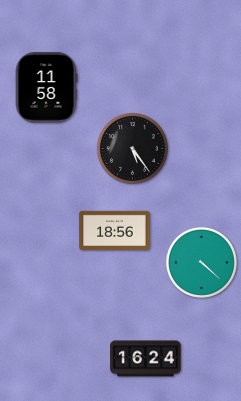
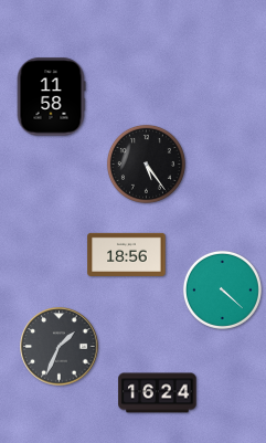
clock at (60, 347): none -> 1:34
clock at (146, 359) position: (146, 359) -> (158, 393)
